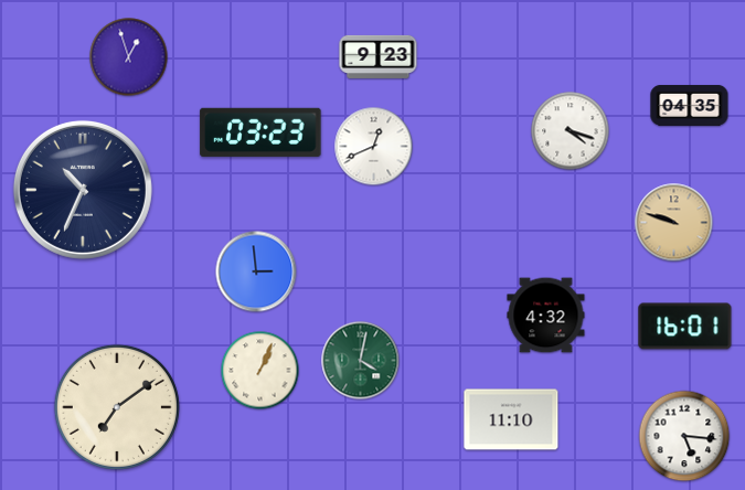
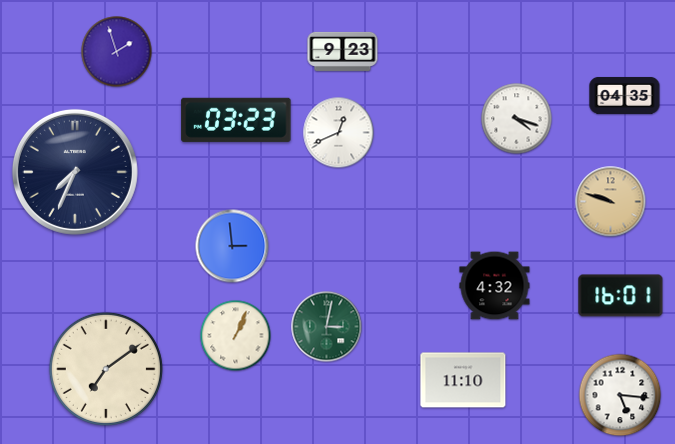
clock at (129, 57): 12:57 -> 1:57
clock at (83, 190): 10:34 -> 7:34
clock at (361, 361): 4:02 -> 3:02
